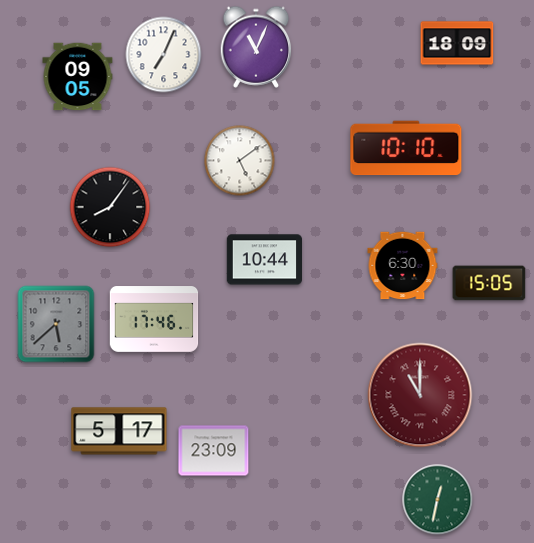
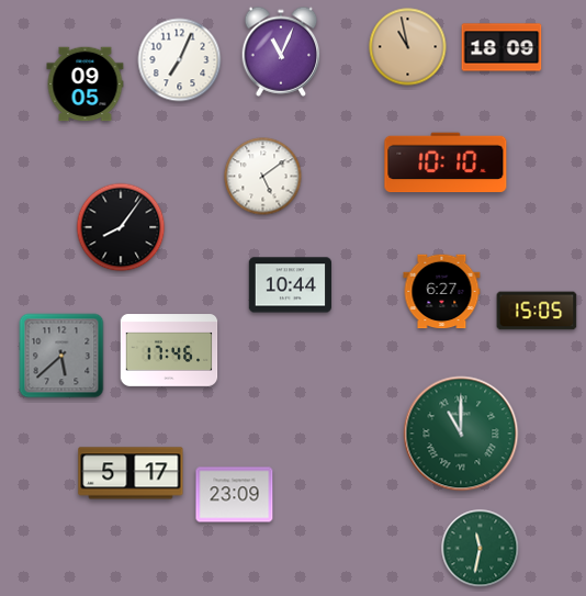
clock at (408, 47): none -> 10:58
clock at (403, 266): 6:30 -> 6:27
clock at (420, 395) dial: burgundy -> green
clock at (438, 500): 12:32 -> 11:32
